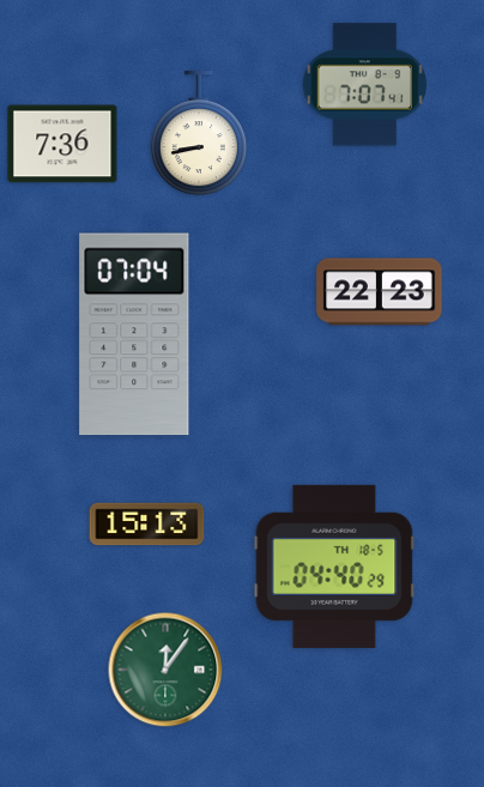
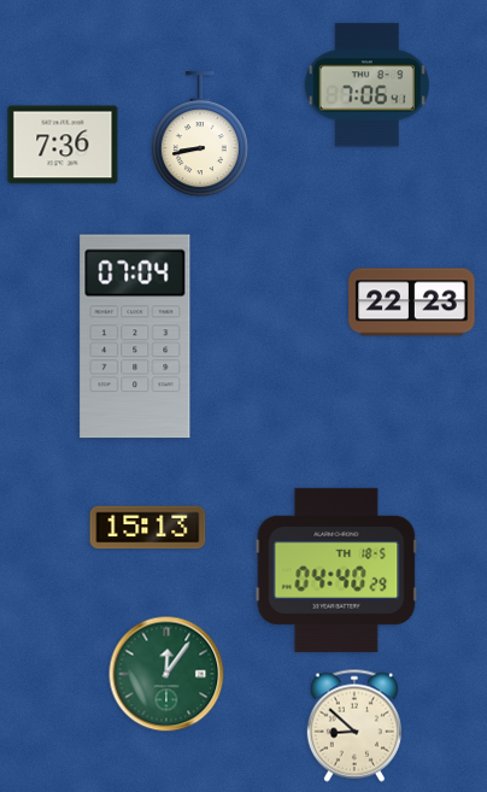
clock at (364, 85): 7:07 -> 7:06
clock at (380, 292) position: (380, 292) -> (412, 303)
clock at (354, 726): none -> 8:52
